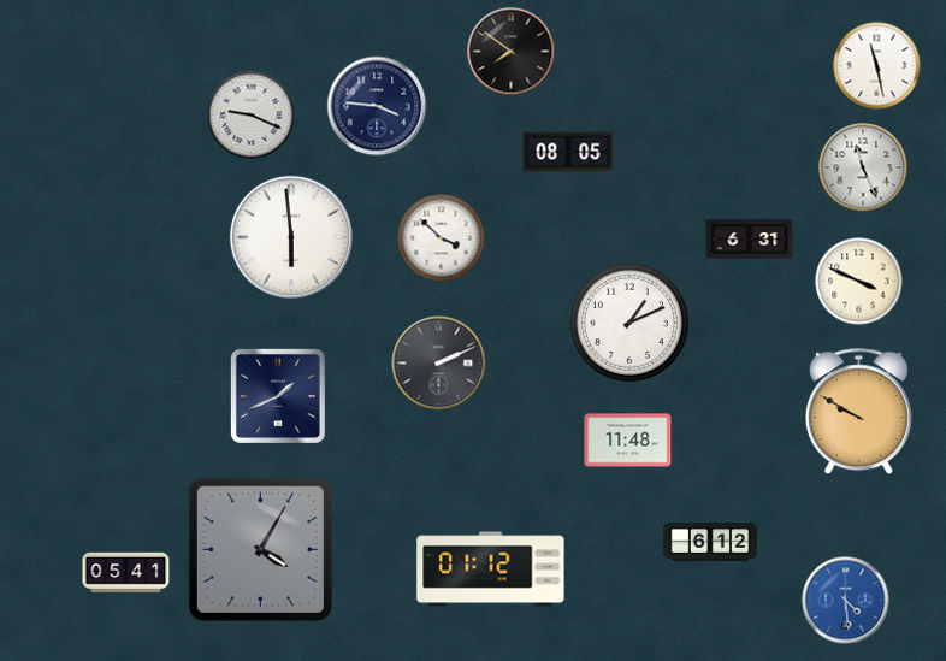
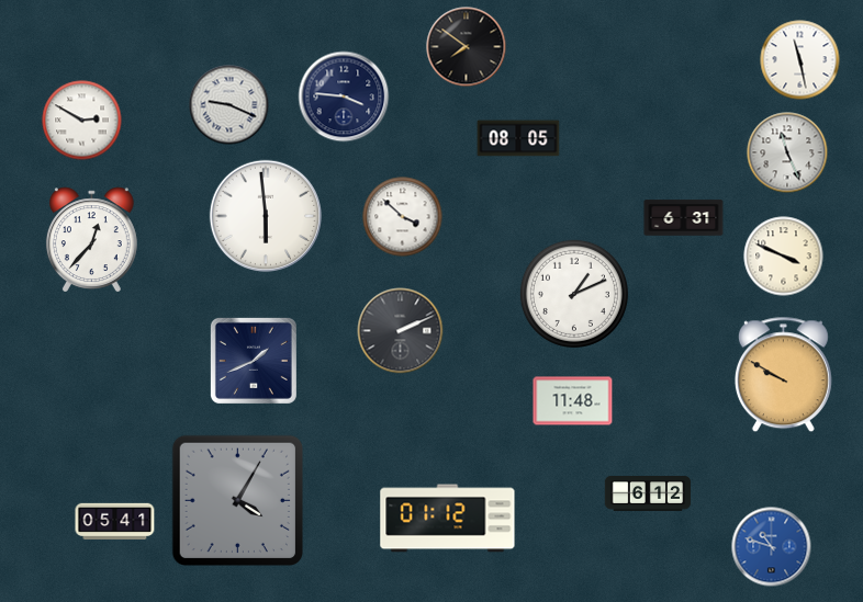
clock at (82, 121): none -> 2:50
clock at (91, 239): none -> 12:37
clock at (846, 601): 4:29 -> 10:48
